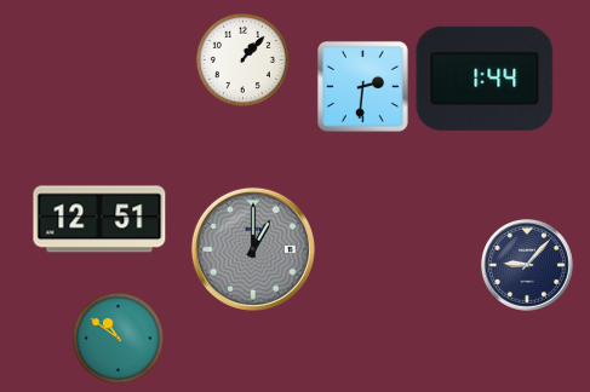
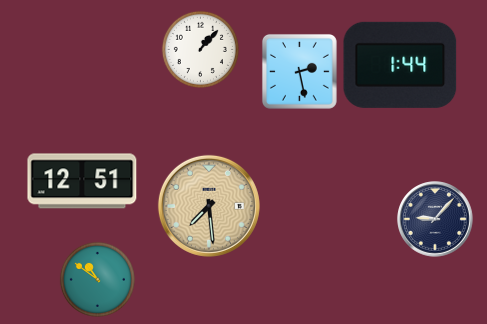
clock at (362, 86): 2:31 -> 2:28
clock at (253, 249): 1:00 -> 7:29
clock at (253, 249) dial: grey -> champagne
